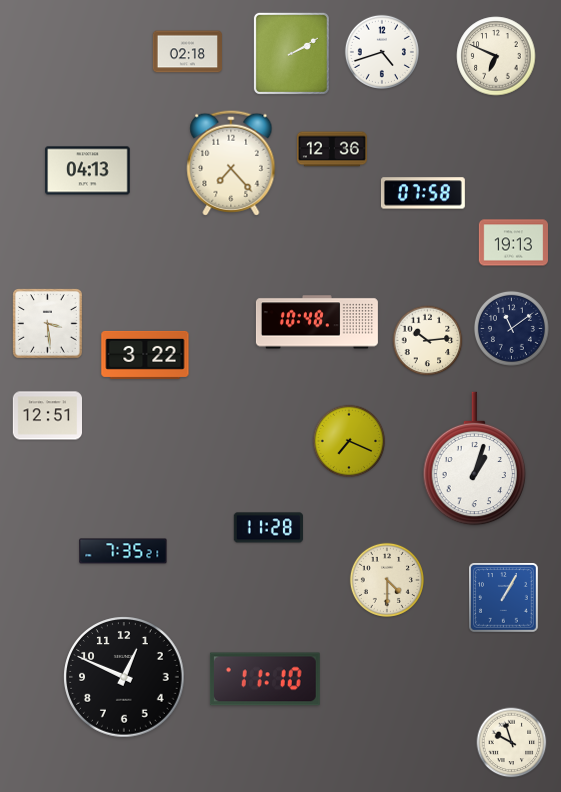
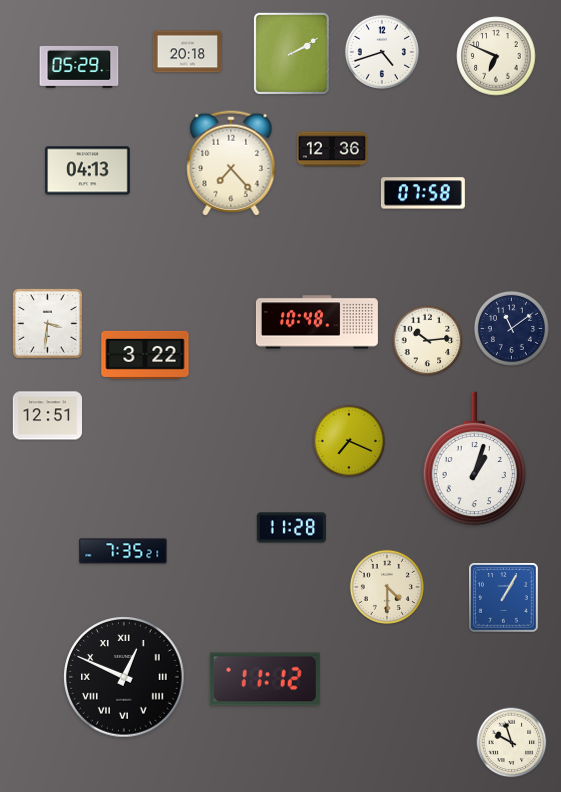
clock at (187, 52): 02:18 -> 20:18
clock at (79, 67): none -> 05:29
clock at (514, 243): 19:13 -> none
clock at (48, 324): 3:29 -> 3:31
clock at (268, 528) position: (268, 528) -> (291, 528)
clock at (387, 580) position: (387, 580) -> (387, 587)
clock at (124, 677) numerals: Arabic -> Roman
clock at (265, 679): 11:10 -> 11:12
